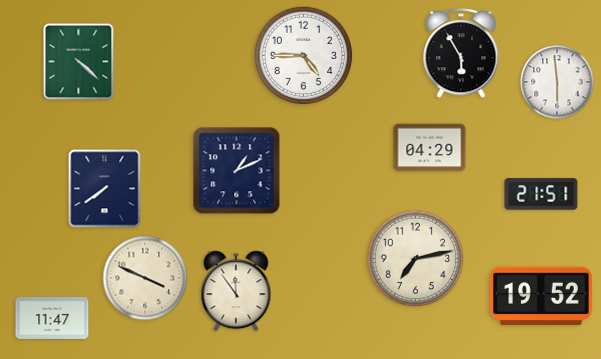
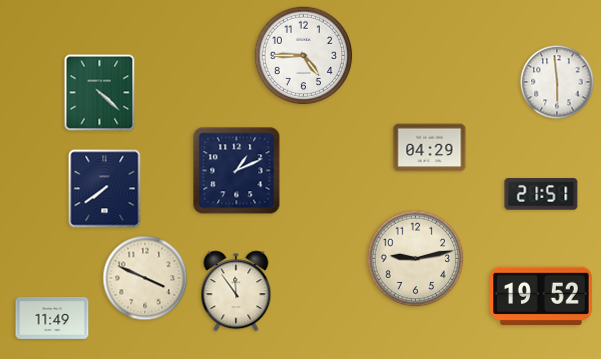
clock at (461, 54): 5:55 -> none
clock at (79, 62) position: (79, 62) -> (100, 93)
clock at (416, 259): 7:13 -> 9:13
clock at (52, 318): 11:47 -> 11:49
